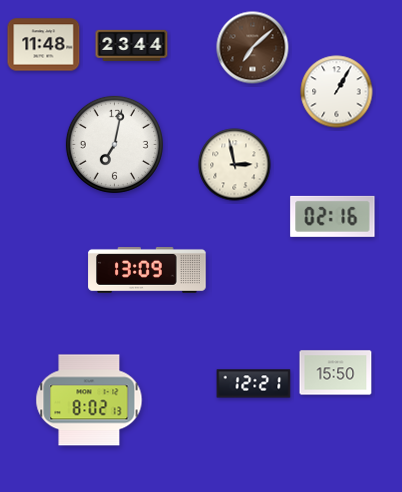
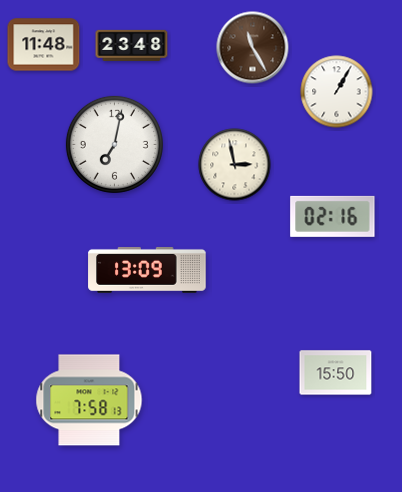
clock at (132, 45): 23:44 -> 23:48
clock at (253, 48): 7:08 -> 11:25
clock at (254, 384): 12:21 -> none
clock at (89, 400): 8:02 -> 7:58
